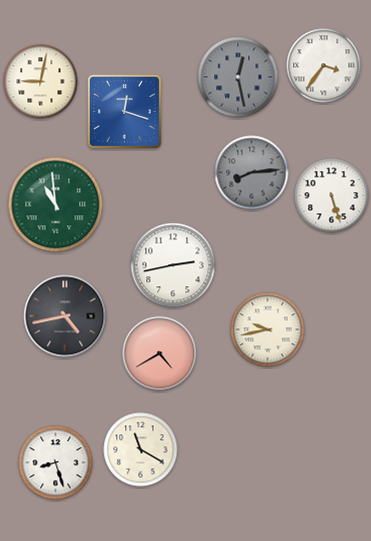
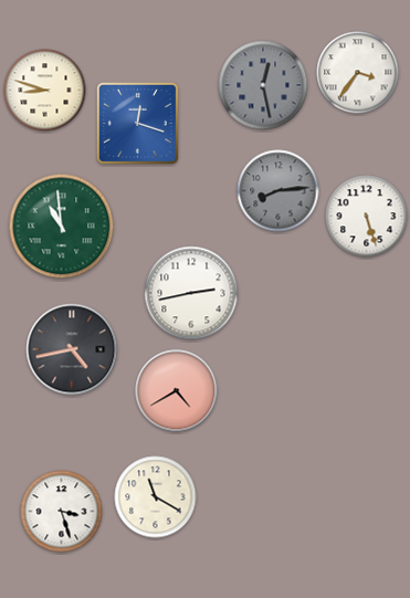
clock at (41, 82): 9:02 -> 8:48
clock at (268, 330): 9:43 -> none
clock at (56, 463): 8:27 -> 3:27
